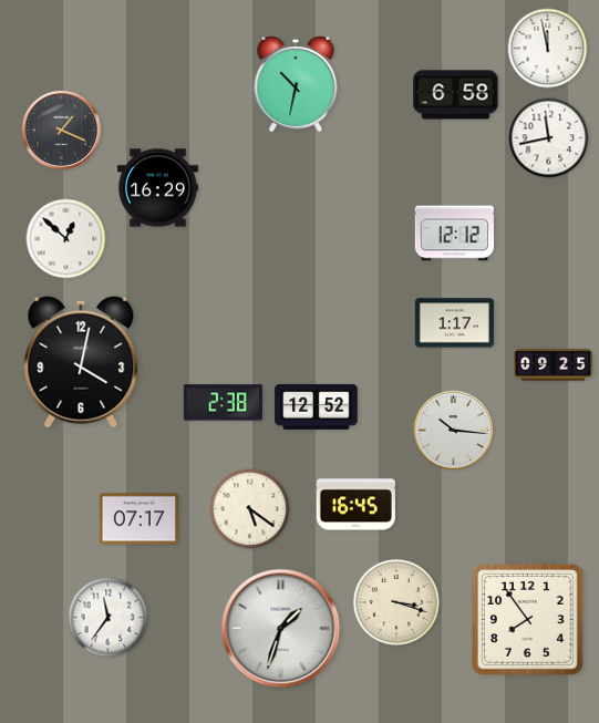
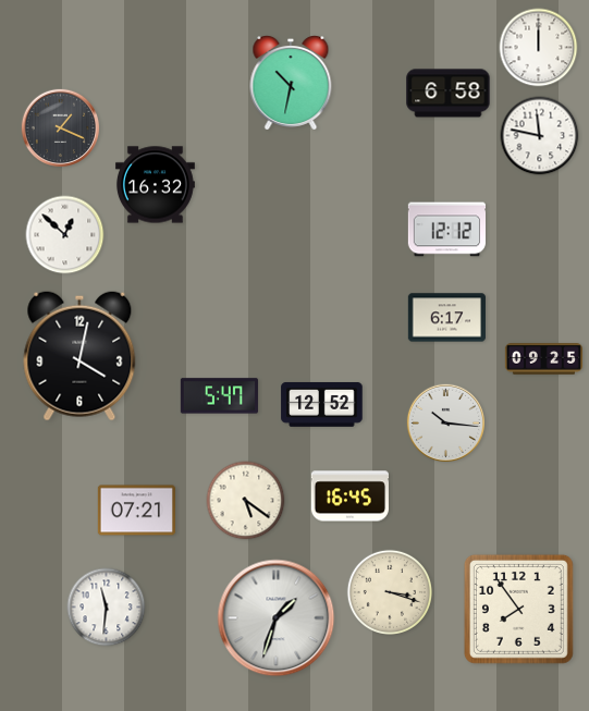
clock at (548, 49): 11:58 -> 12:00
clock at (549, 138): 11:43 -> 11:47
clock at (157, 188): 16:29 -> 16:32
clock at (454, 323): 1:17 -> 6:17
clock at (223, 403): 2:38 -> 5:47
clock at (317, 406) position: (317, 406) -> (322, 404)
clock at (138, 519): 07:17 -> 07:21
clock at (109, 618): 11:36 -> 11:31
